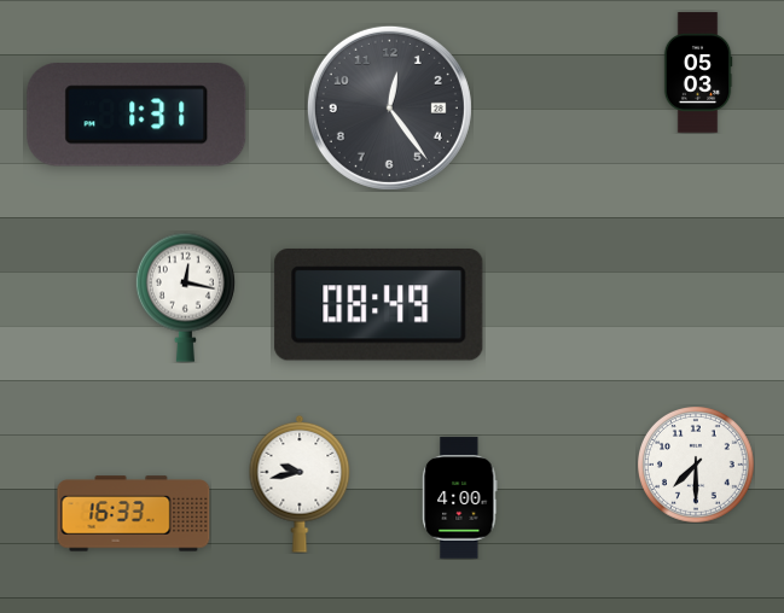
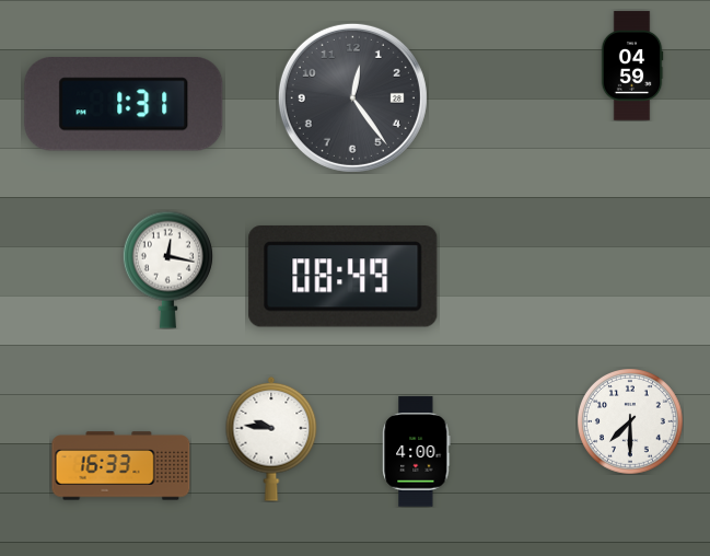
clock at (698, 72): 05:03 -> 04:59
clock at (300, 484): 9:43 -> 9:46
